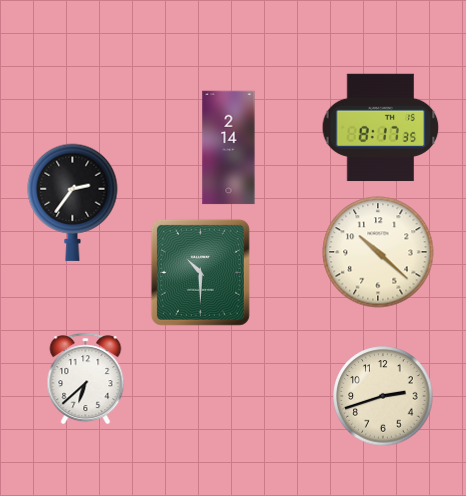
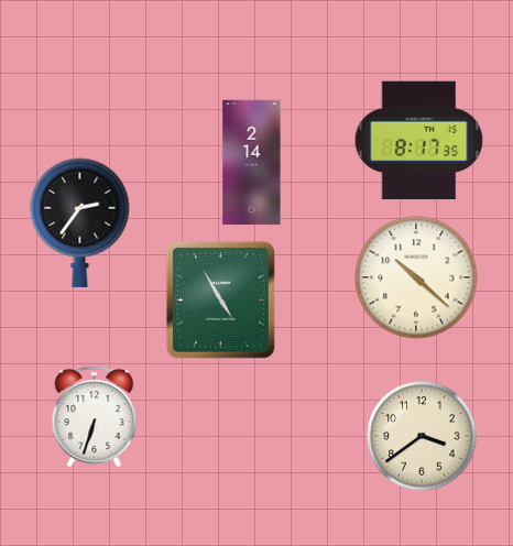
clock at (200, 272): 10:30 -> 4:55
clock at (86, 379): 6:38 -> 6:33
clock at (383, 396): 2:42 -> 3:39
